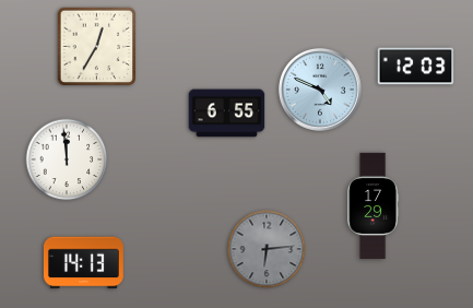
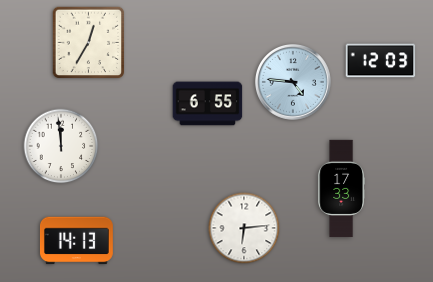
clock at (320, 90): 4:49 -> 4:46
clock at (373, 206): 17:29 -> 17:33
clock at (267, 249) dial: grey -> white
